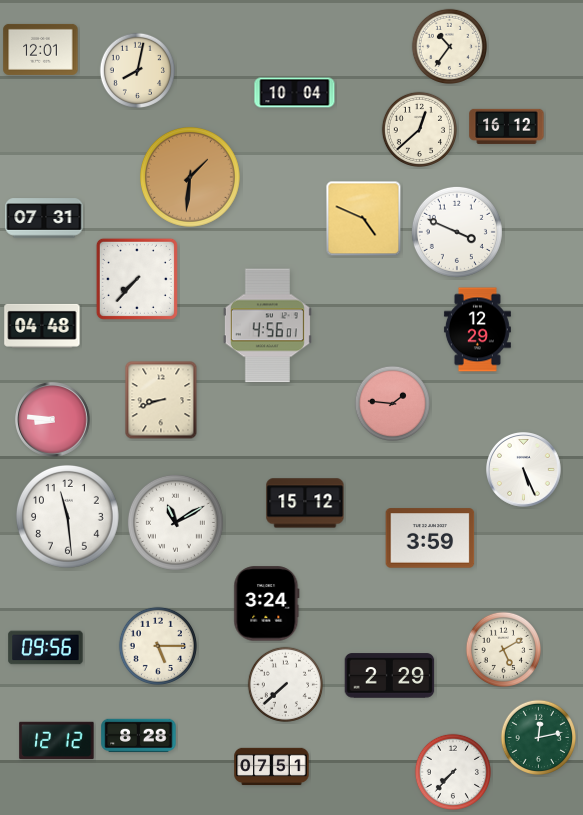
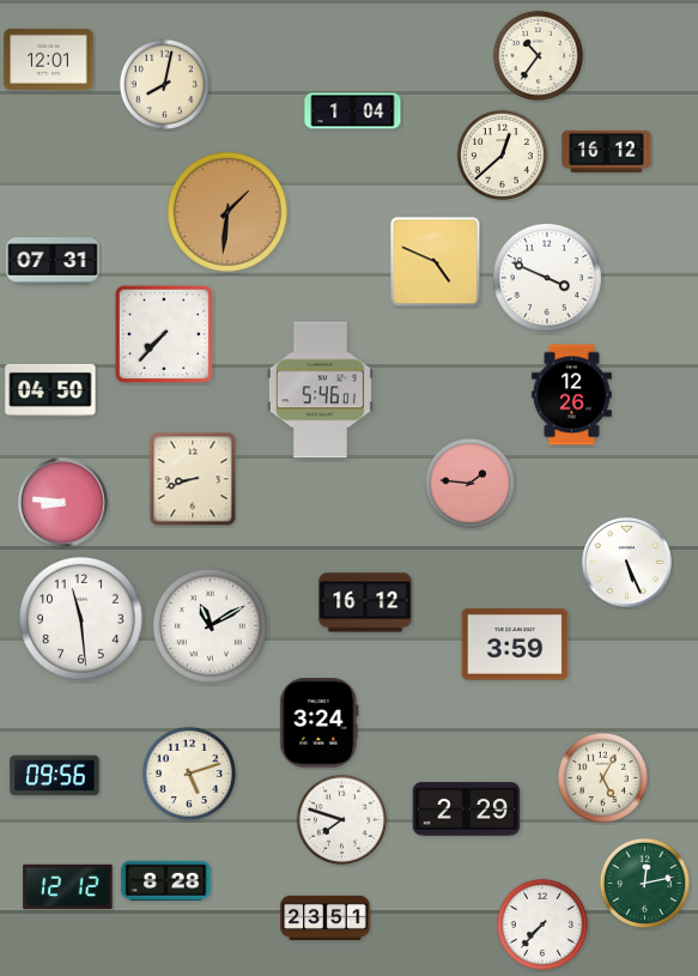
clock at (295, 93): 10:04 -> 1:04
clock at (42, 326): 04:48 -> 04:50
clock at (267, 326): 4:56 -> 5:46
clock at (477, 330): 12:29 -> 12:26
clock at (305, 503): 15:12 -> 16:12
clock at (158, 646): 5:15 -> 5:12
clock at (503, 649): 5:10 -> 5:05
clock at (285, 684): 7:38 -> 7:48
clock at (272, 767): 07:51 -> 23:51
